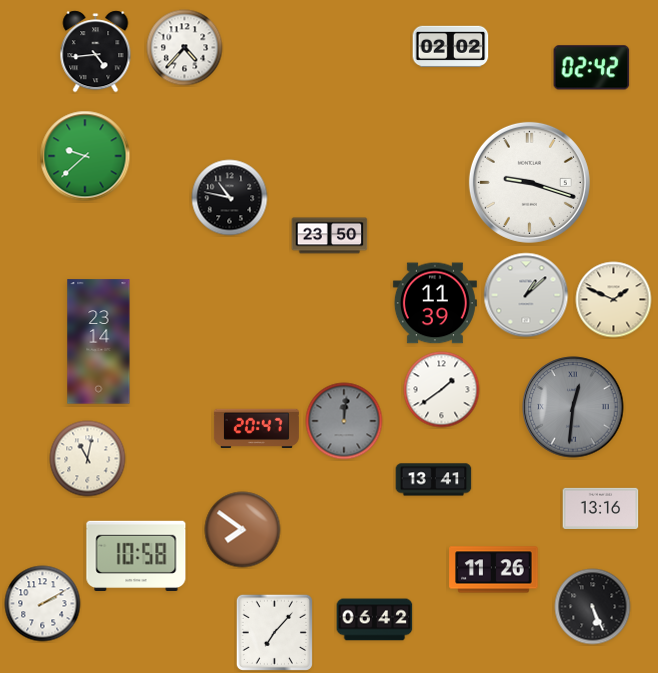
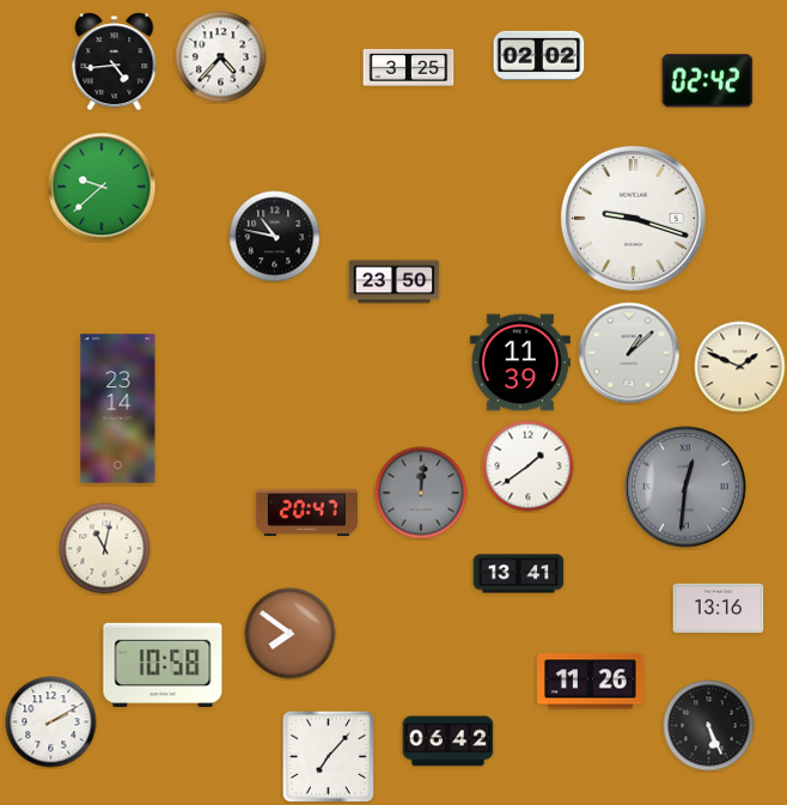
clock at (409, 67): none -> 3:25
clock at (614, 300) position: (614, 300) -> (740, 367)
clock at (344, 421) position: (344, 421) -> (421, 493)
